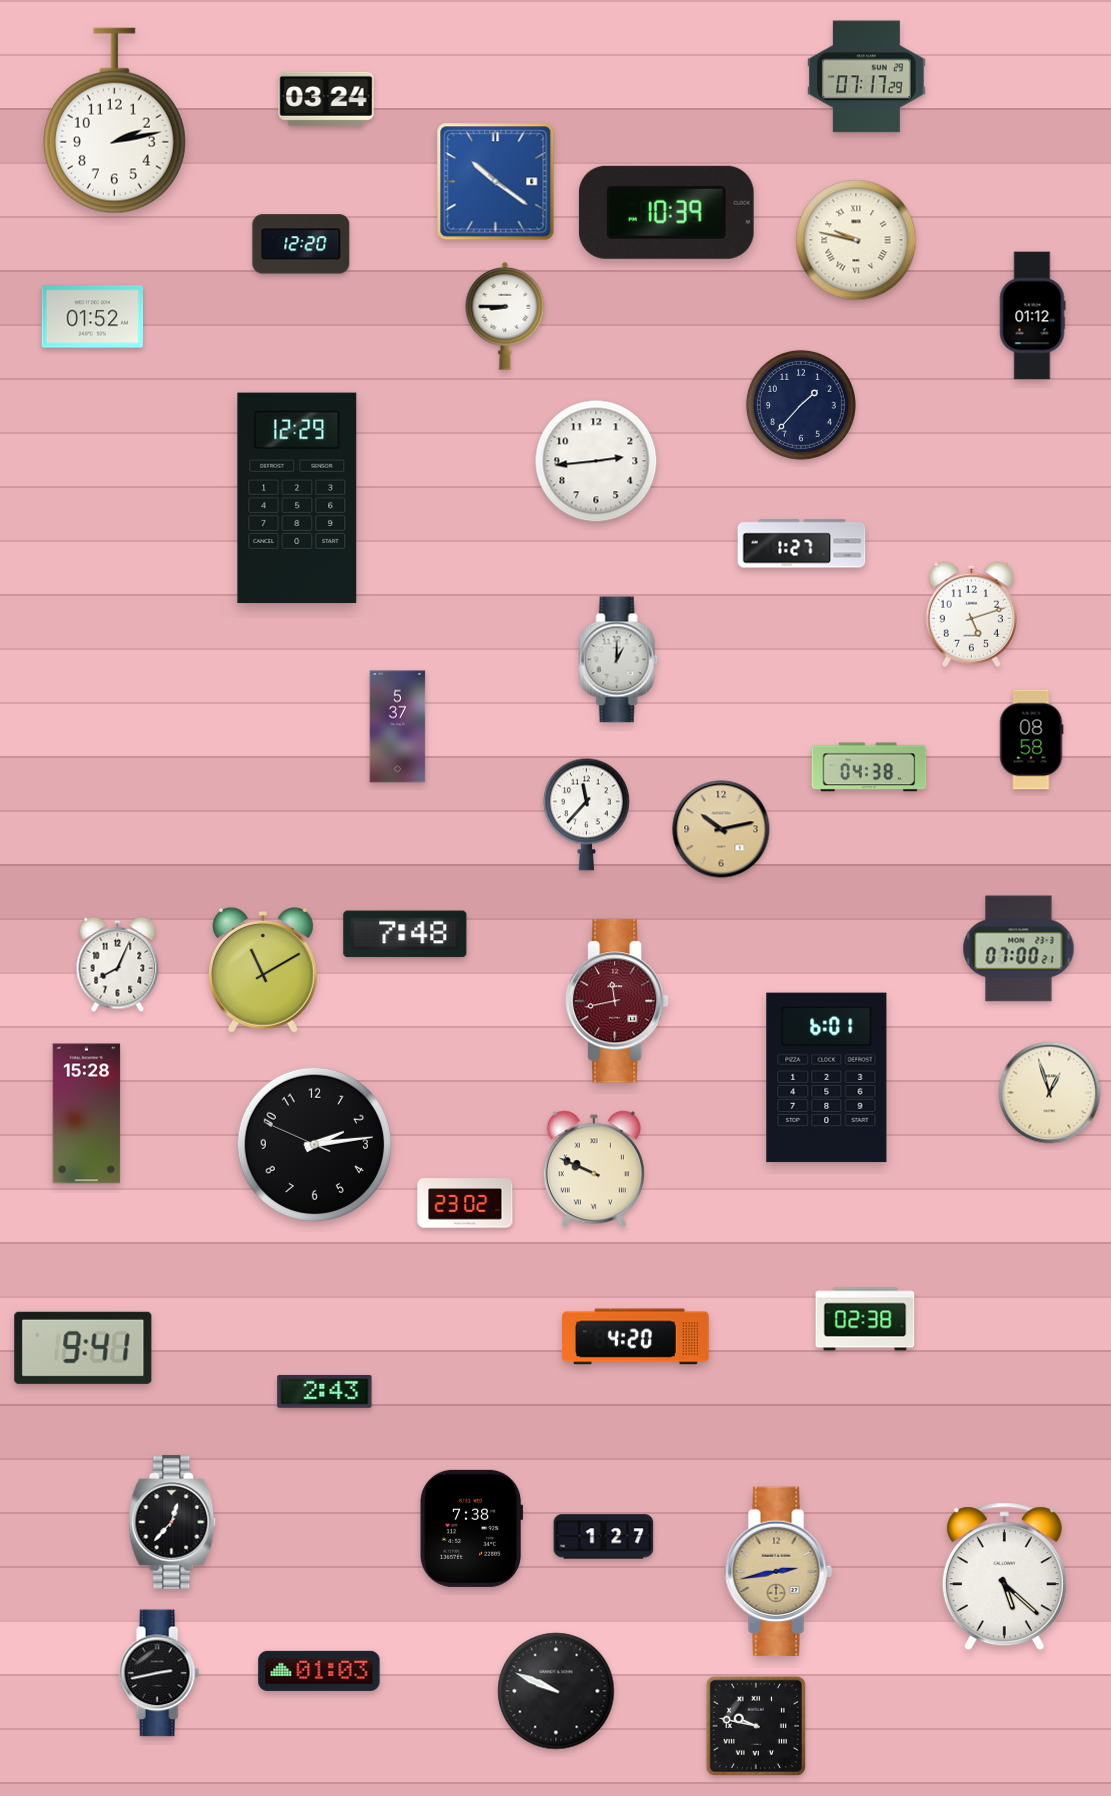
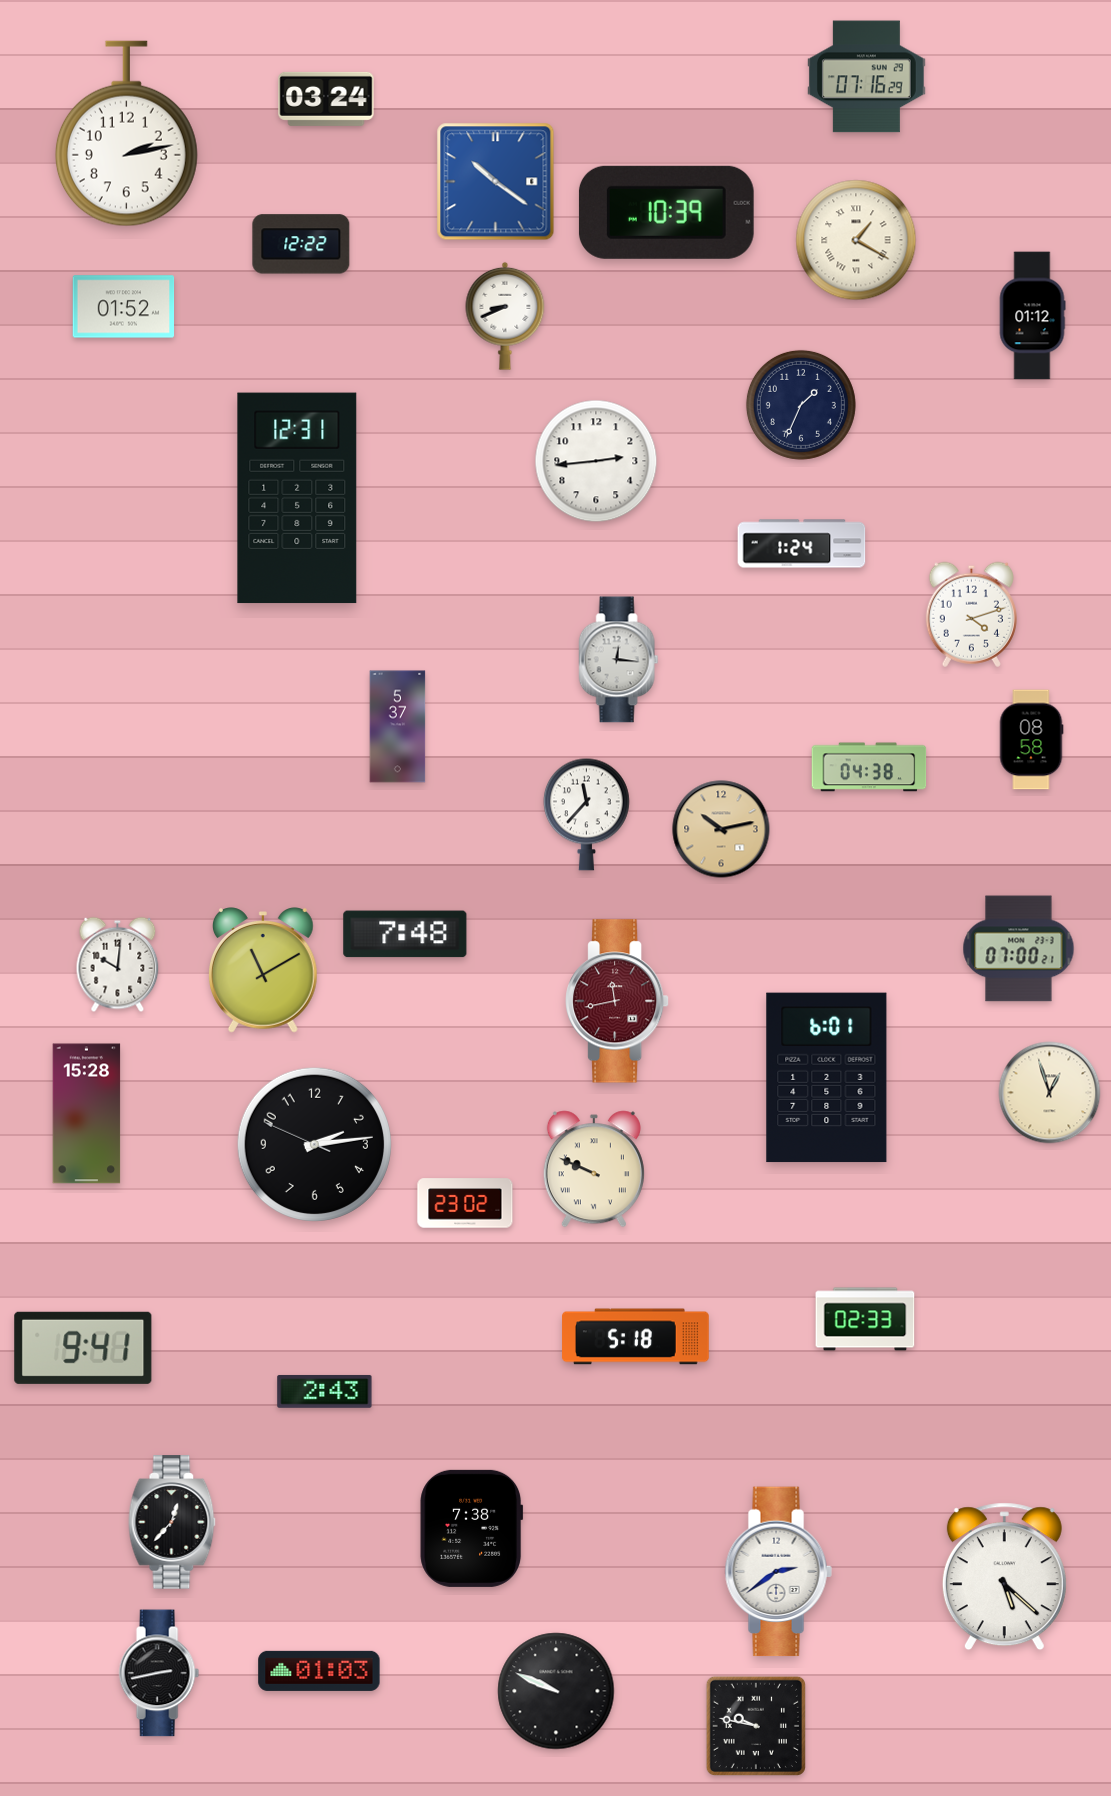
clock at (866, 77): 07:17 -> 07:16
clock at (114, 121) position: (114, 121) -> (126, 134)
clock at (856, 240): 9:47 -> 1:20
clock at (301, 244): 12:20 -> 12:22
clock at (505, 316): 8:45 -> 8:41
clock at (93, 317) position: (93, 317) -> (124, 307)
clock at (801, 405): 1:37 -> 1:34
clock at (297, 498): 12:29 -> 12:31
clock at (802, 544): 1:27 -> 1:24
clock at (971, 614): 5:12 -> 4:12
clock at (619, 660): 1:00 -> 12:16
clock at (118, 965): 8:04 -> 10:01
clock at (865, 1319): 02:38 -> 02:33
clock at (636, 1337): 4:20 -> 5:18
clock at (604, 1537): 1:27 -> none
clock at (778, 1572): 2:43 -> 2:39
clock at (778, 1572) dial: champagne -> white
